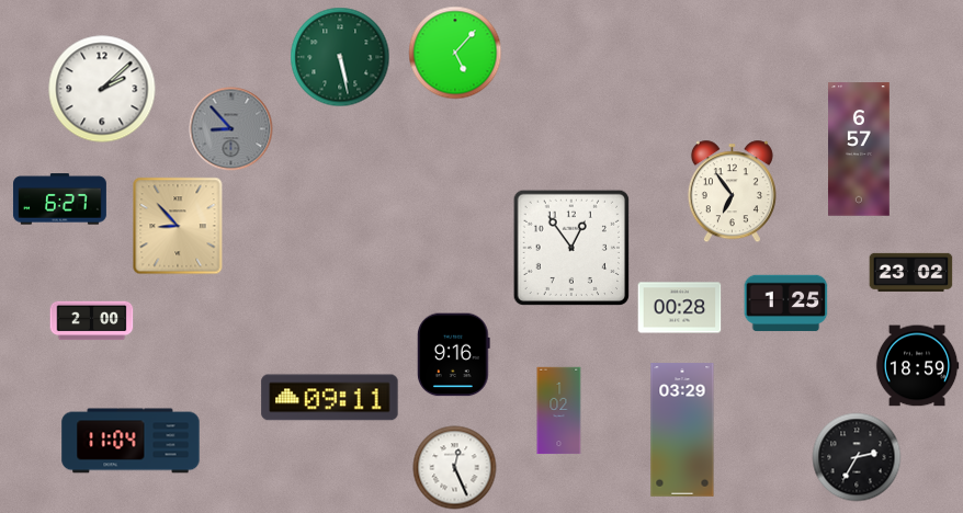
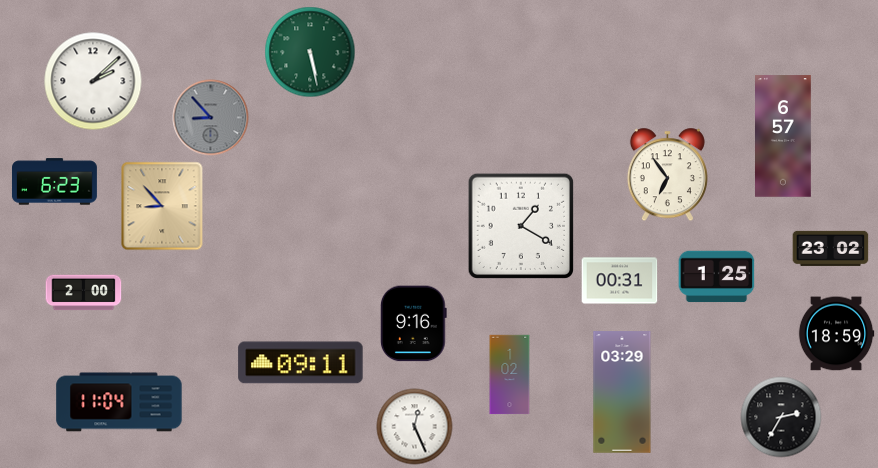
clock at (455, 53): 5:07 -> none
clock at (59, 200): 6:27 -> 6:23
clock at (570, 247): 12:54 -> 1:20
clock at (680, 308): 00:28 -> 00:31
